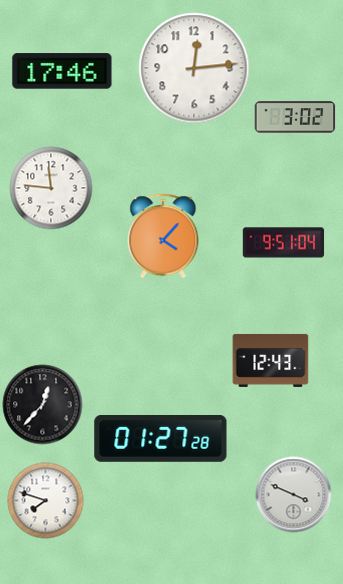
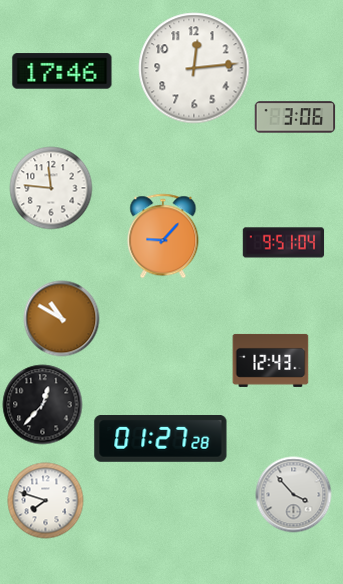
clock at (295, 117): 3:02 -> 3:06
clock at (163, 236): 4:07 -> 9:07
clock at (62, 319): none -> 10:50
clock at (294, 495): 3:49 -> 3:53
